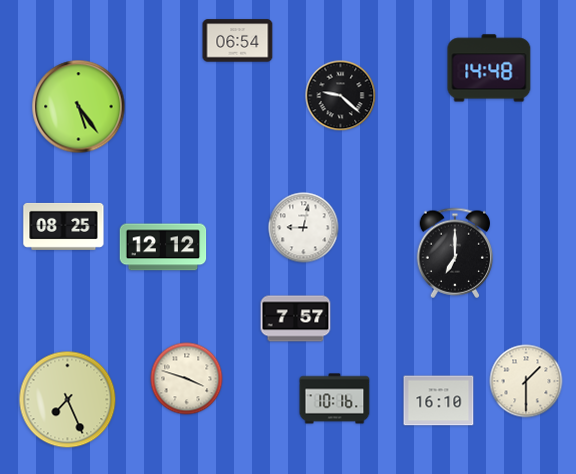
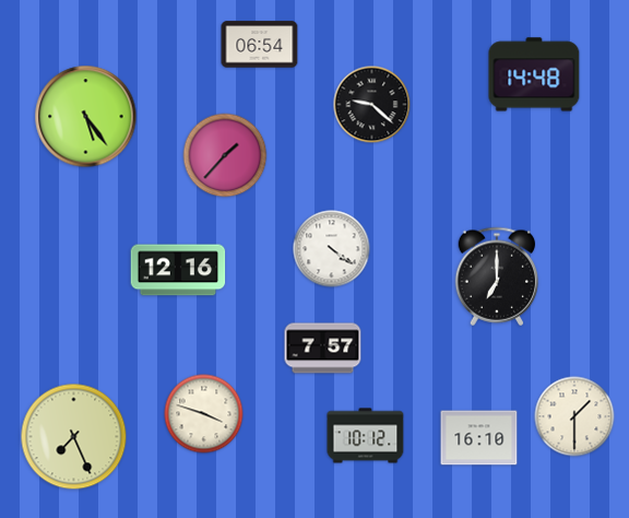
clock at (225, 155): none -> 1:37
clock at (64, 226): 08:25 -> none
clock at (304, 228): 9:02 -> 4:21
clock at (163, 247): 12:12 -> 12:16
clock at (335, 399): 10:16 -> 10:12
